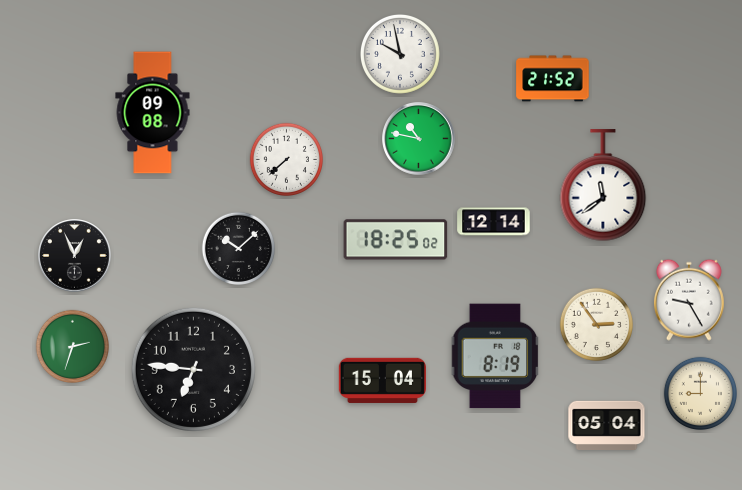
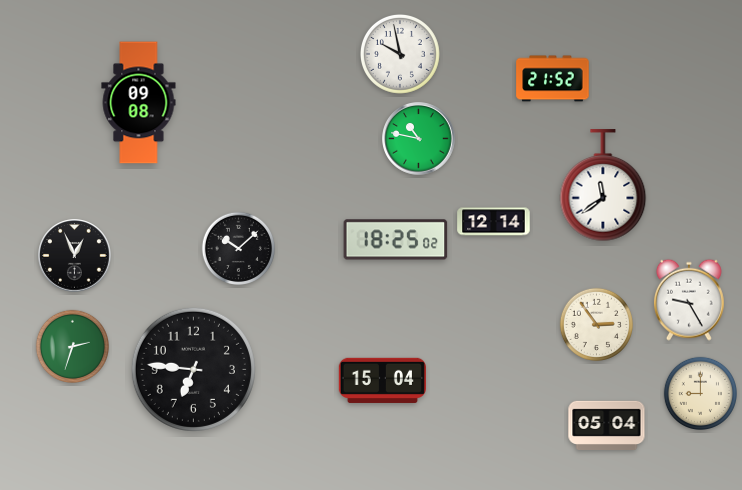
clock at (153, 113) position: (153, 113) -> (139, 103)
clock at (286, 159): 7:38 -> none
clock at (495, 356): 8:19 -> none
